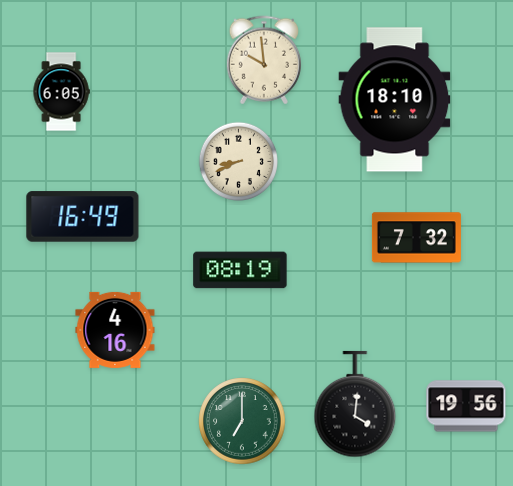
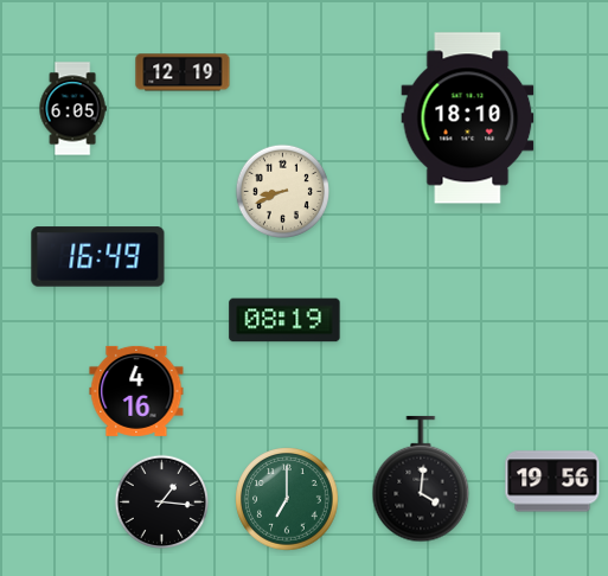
clock at (264, 60): 9:59 -> none
clock at (183, 72): none -> 12:19
clock at (416, 238): 7:32 -> none
clock at (162, 503): none -> 1:16
